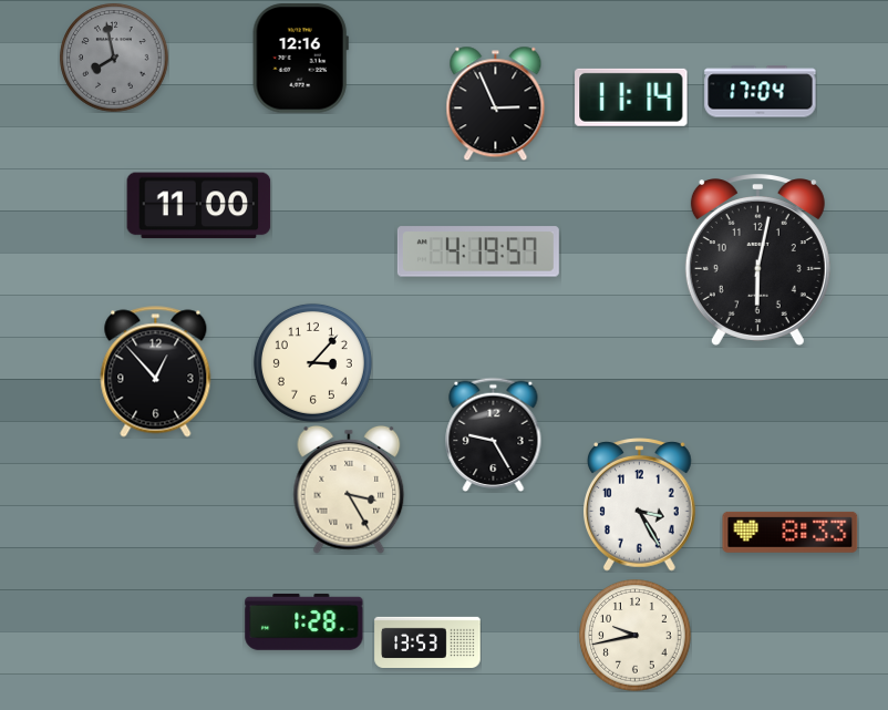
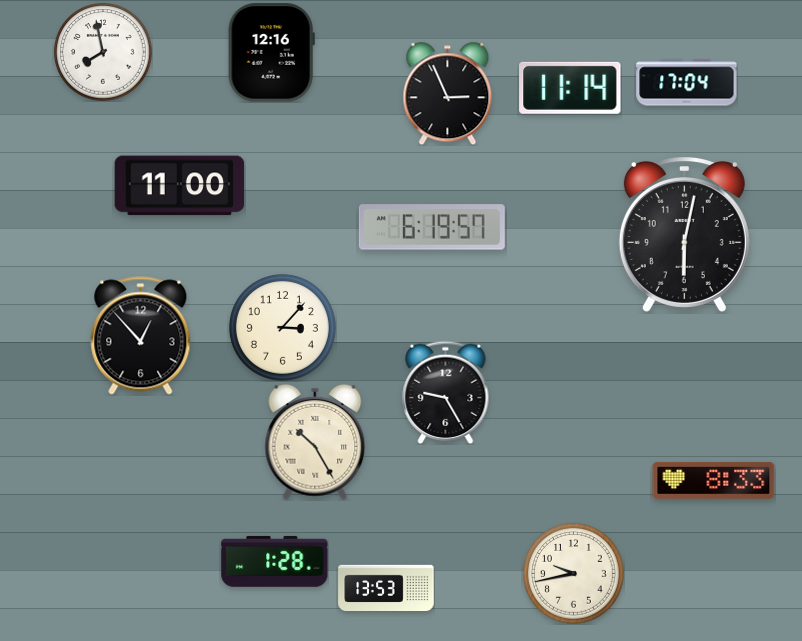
clock at (114, 58) dial: grey -> white
clock at (478, 251): 4:19 -> 6:19
clock at (349, 490): 3:25 -> 10:25
clock at (640, 505): 3:25 -> none
clock at (427, 641) position: (427, 641) -> (386, 587)
